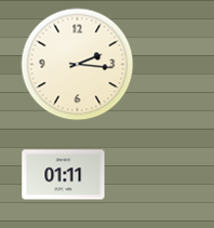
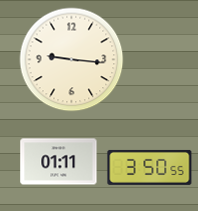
clock at (78, 65): 2:16 -> 9:16
clock at (150, 167): none -> 3:50
